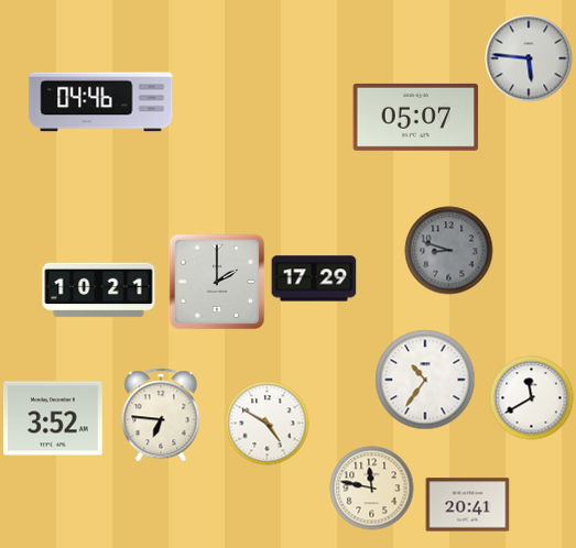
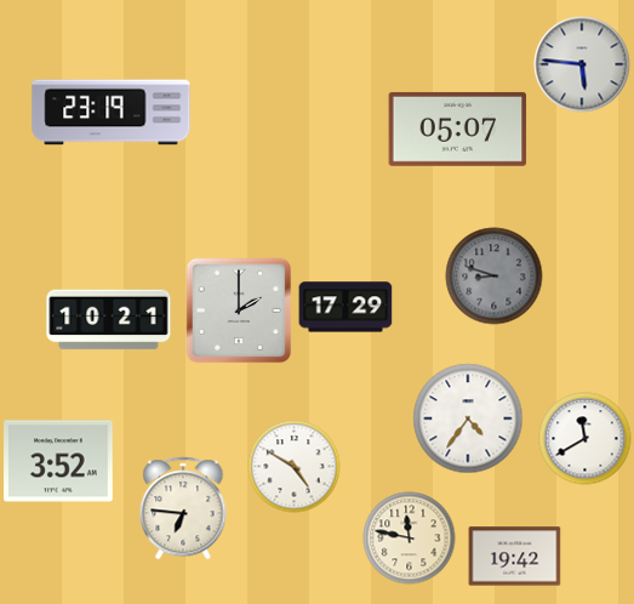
clock at (101, 102): 04:46 -> 23:19
clock at (425, 380): 10:36 -> 4:36
clock at (161, 415) position: (161, 415) -> (183, 508)
clock at (468, 505): 20:41 -> 19:42
